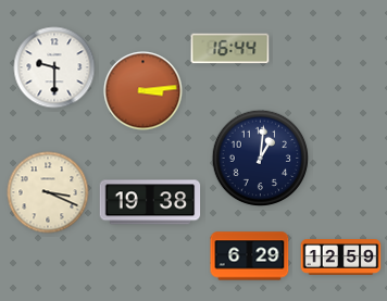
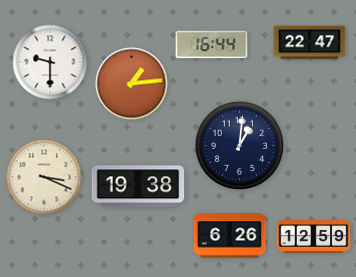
clock at (310, 43): none -> 22:47
clock at (143, 91): 3:14 -> 1:14
clock at (250, 256): 6:29 -> 6:26
